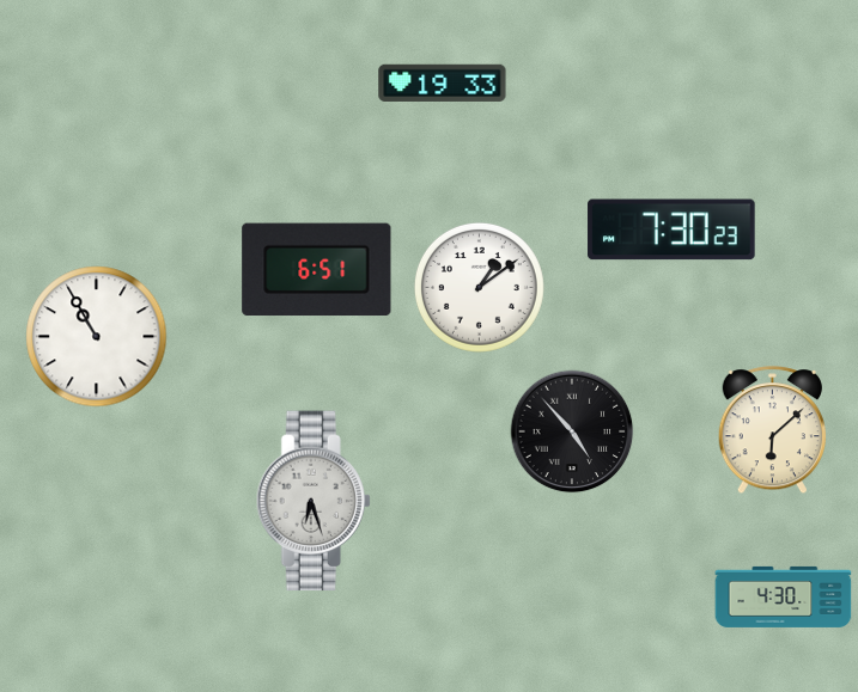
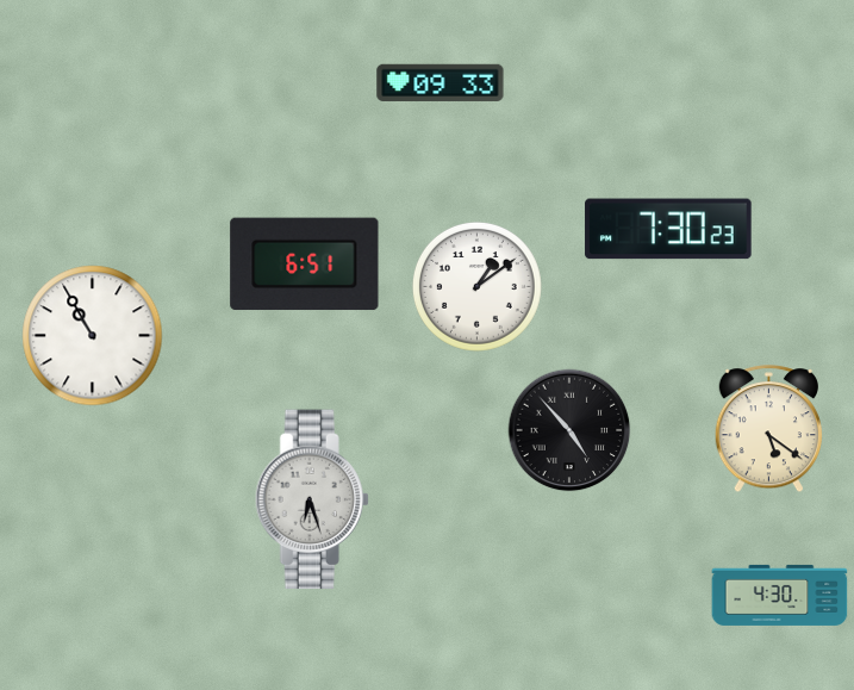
clock at (443, 82): 19:33 -> 09:33
clock at (317, 270) position: (317, 270) -> (305, 265)
clock at (97, 337) position: (97, 337) -> (93, 336)
clock at (772, 430): 6:08 -> 5:21
